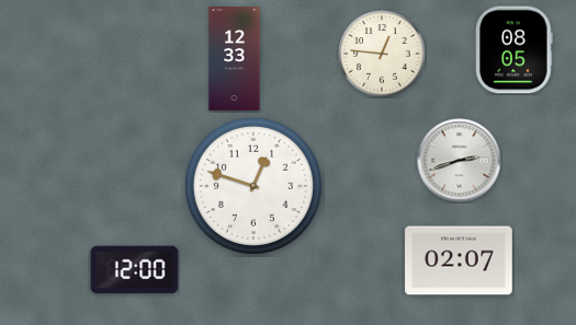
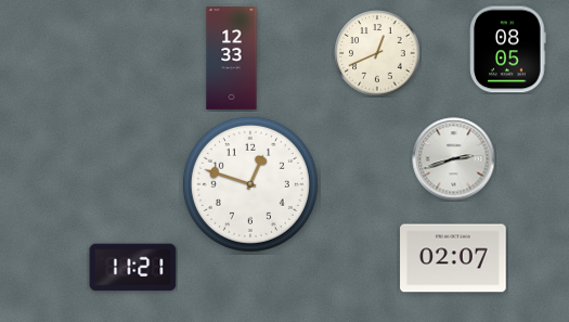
clock at (382, 54): 12:46 -> 12:41
clock at (135, 270): 12:00 -> 11:21
